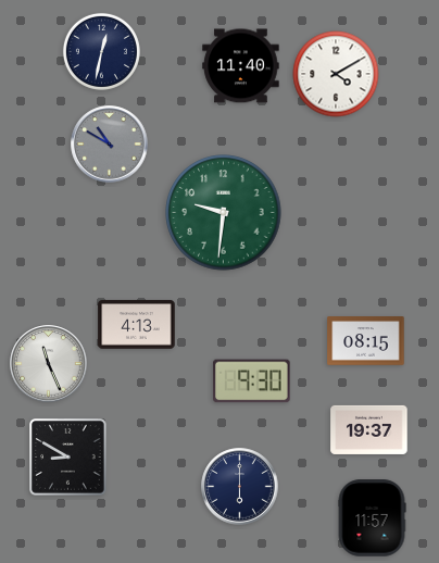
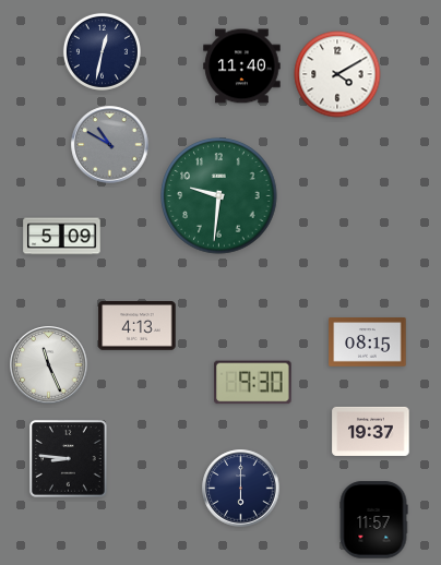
clock at (224, 213) position: (224, 213) -> (219, 196)
clock at (62, 237): none -> 5:09
clock at (68, 458): 8:50 -> 8:46
